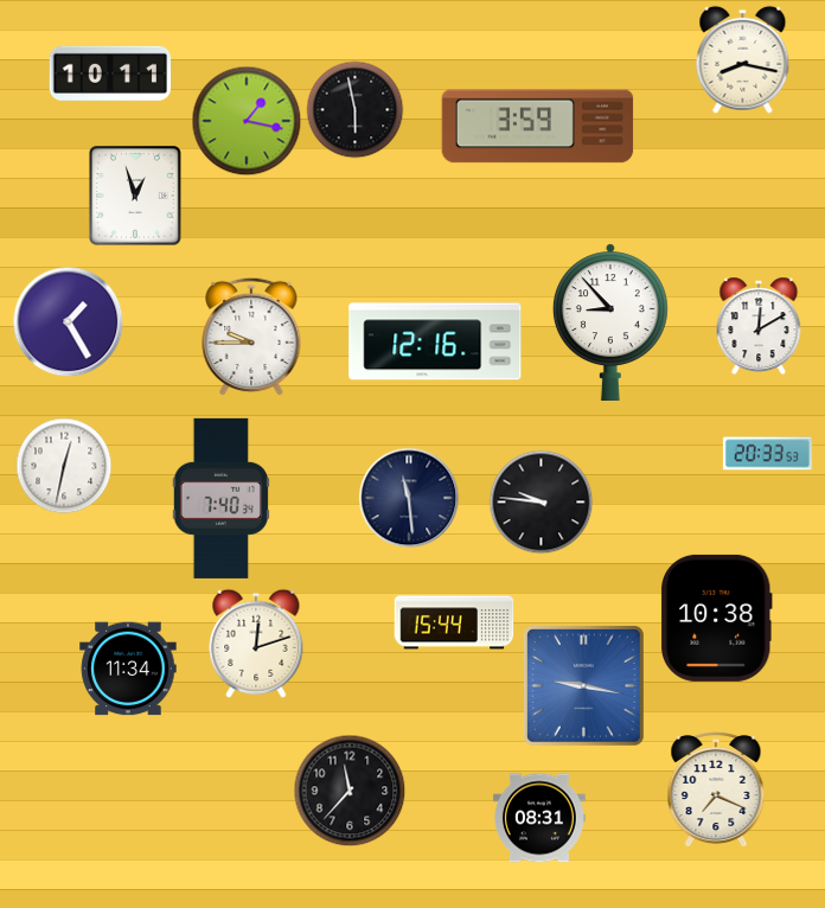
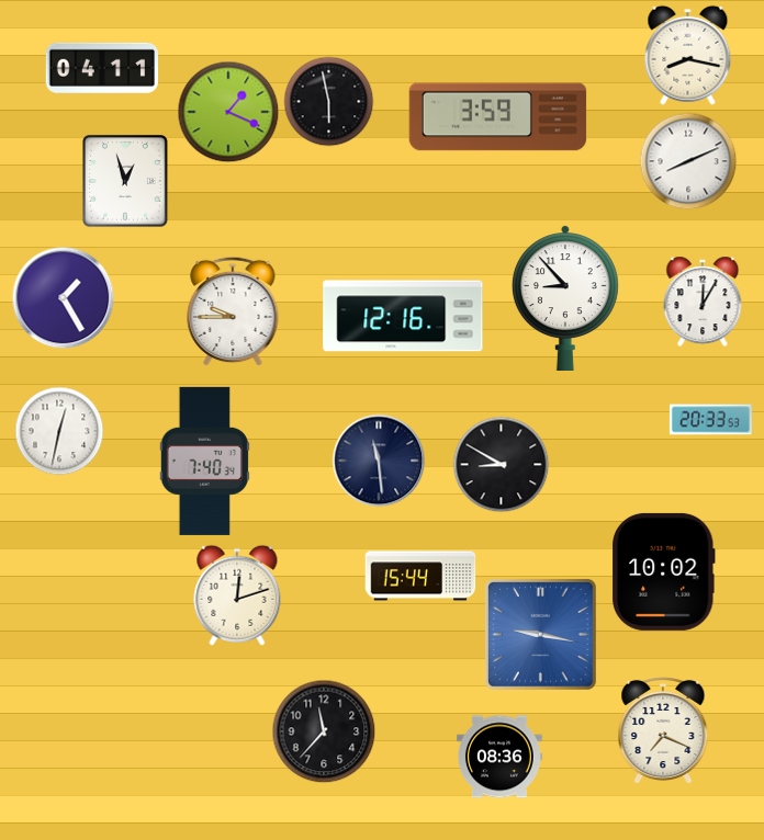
clock at (109, 73): 10:11 -> 04:11
clock at (247, 121): 1:17 -> 1:19
clock at (688, 161): none -> 8:11
clock at (759, 326): 12:10 -> 12:05
clock at (542, 503): 9:46 -> 8:50
clock at (716, 618): 10:38 -> 10:02
clock at (128, 669): 11:34 -> none
clock at (539, 818): 08:31 -> 08:36
